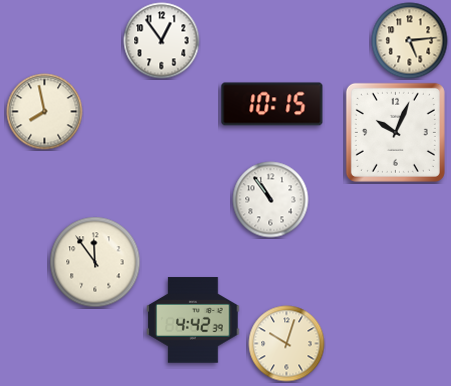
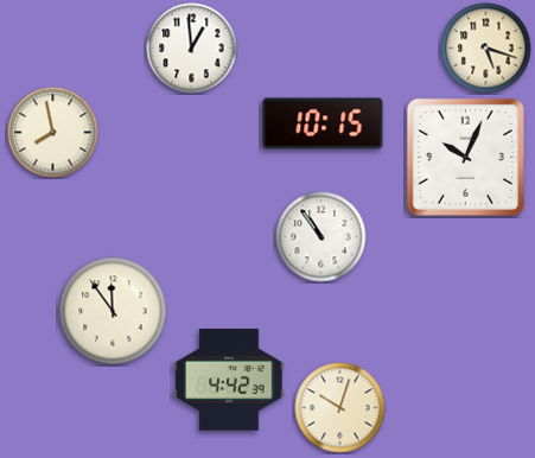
clock at (162, 41): 12:54 -> 12:59
clock at (410, 41): 5:14 -> 5:18
clock at (395, 132) position: (395, 132) -> (465, 157)
